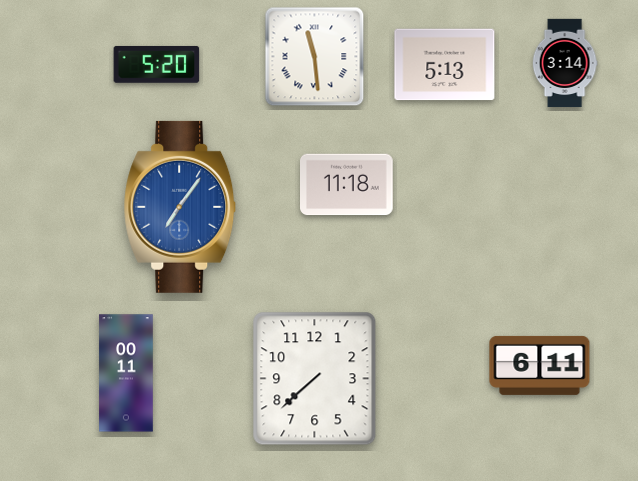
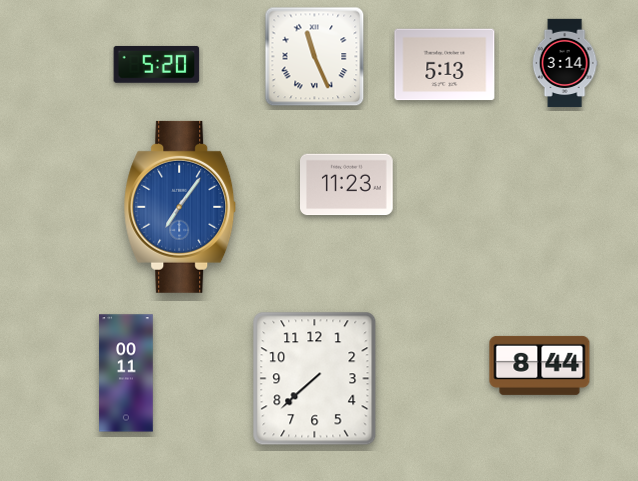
clock at (315, 57): 11:29 -> 11:26
clock at (347, 185): 11:18 -> 11:23
clock at (540, 365): 6:11 -> 8:44
